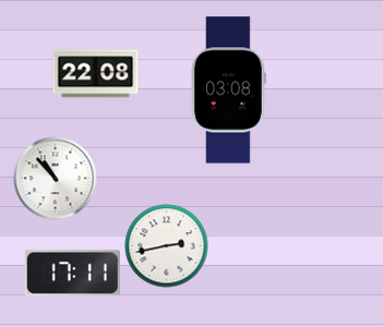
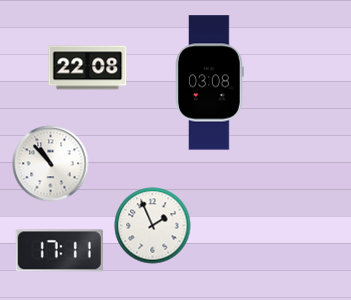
clock at (167, 246): 2:43 -> 1:56
clock at (72, 274) position: (72, 274) -> (59, 251)
